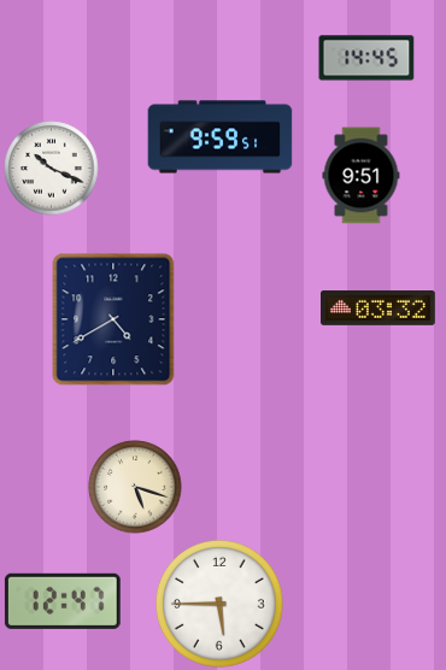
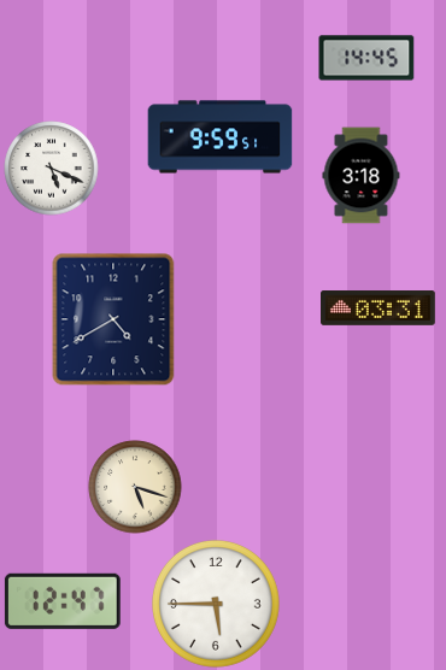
clock at (52, 169): 10:19 -> 5:19
clock at (362, 176): 9:51 -> 3:18
clock at (378, 308): 03:32 -> 03:31
clock at (219, 604) position: (219, 604) -> (216, 604)
